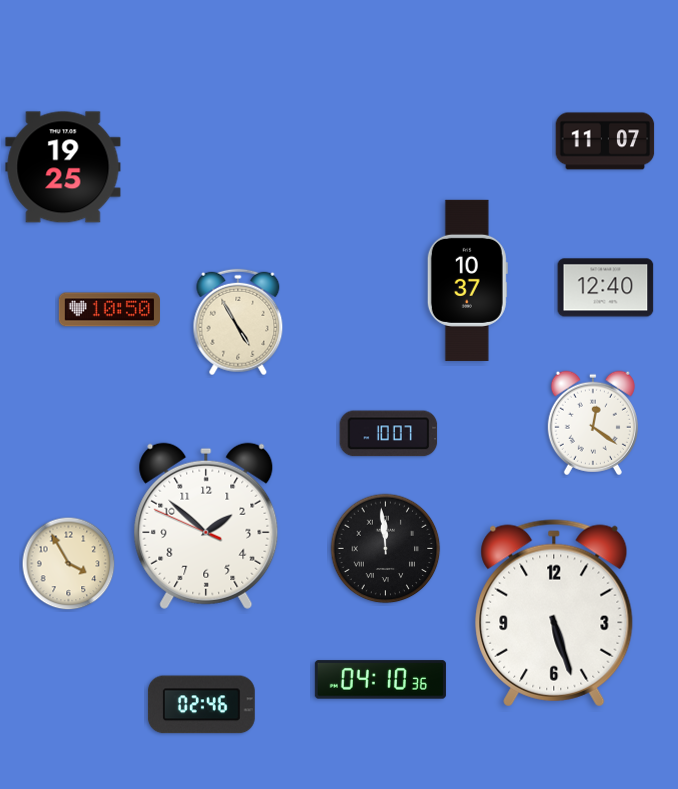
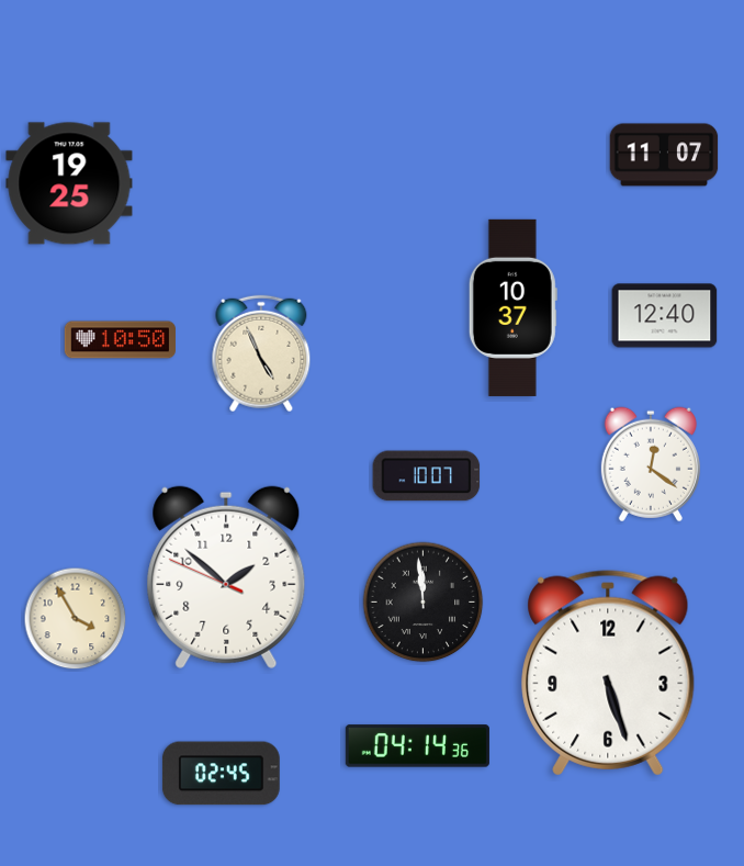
clock at (238, 322): 4:55 -> 4:56
clock at (380, 680): 04:10 -> 04:14
clock at (201, 705): 02:46 -> 02:45
